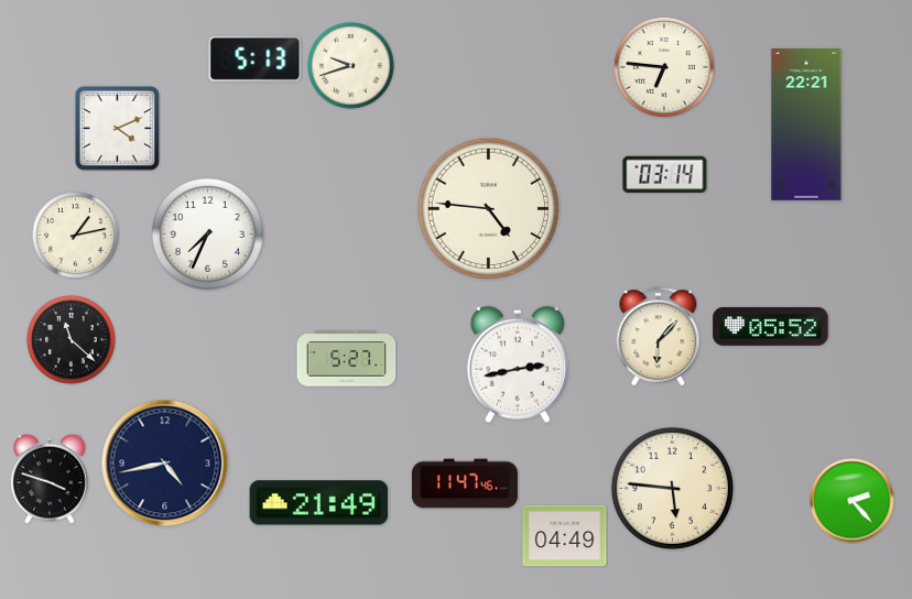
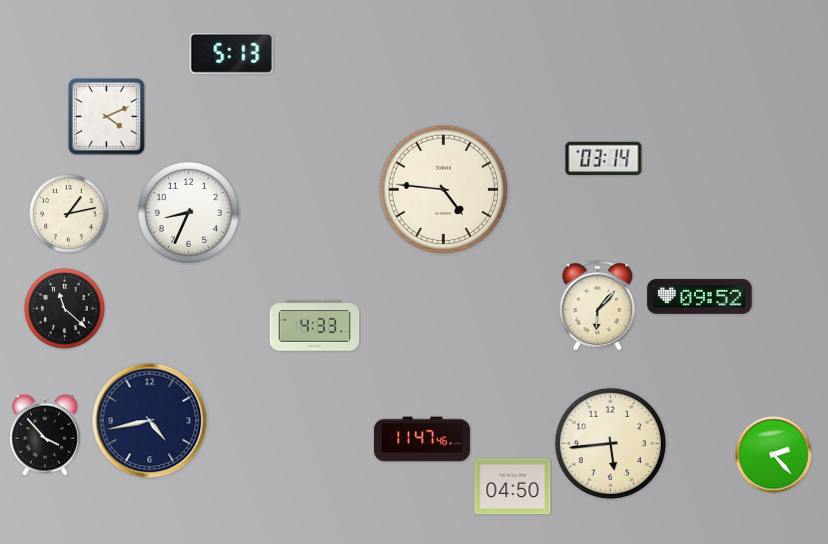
clock at (351, 66): 9:42 -> none
clock at (664, 67): 6:46 -> none
clock at (806, 126): 22:21 -> none
clock at (207, 233): 7:34 -> 8:34
clock at (771, 327): 05:52 -> 09:52
clock at (347, 359): 5:27 -> 4:33
clock at (518, 364): 2:43 -> none
clock at (50, 479): 3:48 -> 3:53
clock at (672, 488): 5:46 -> 5:44
clock at (319, 503): 21:49 -> none
clock at (565, 536): 04:49 -> 04:50
